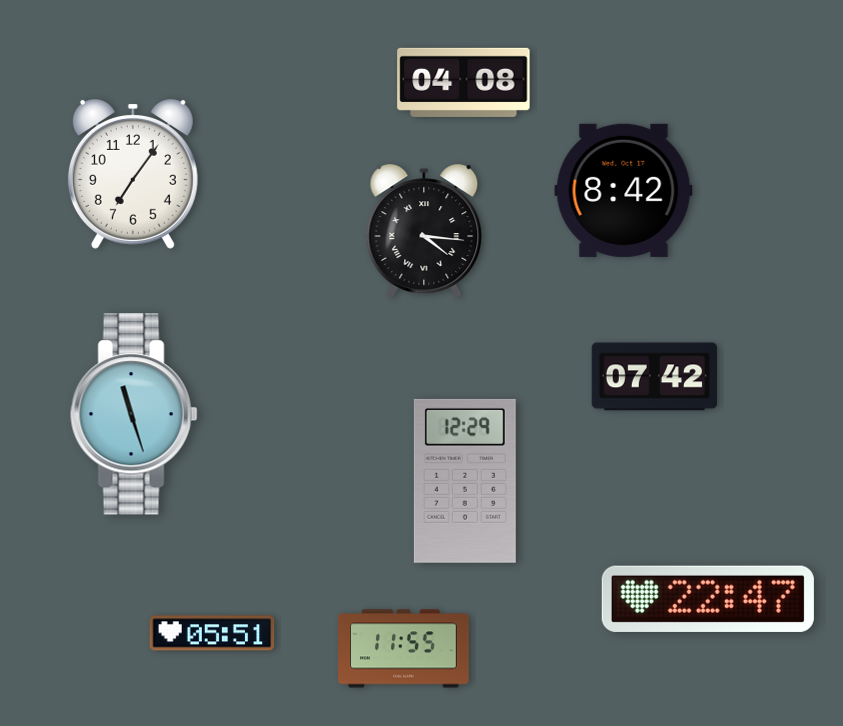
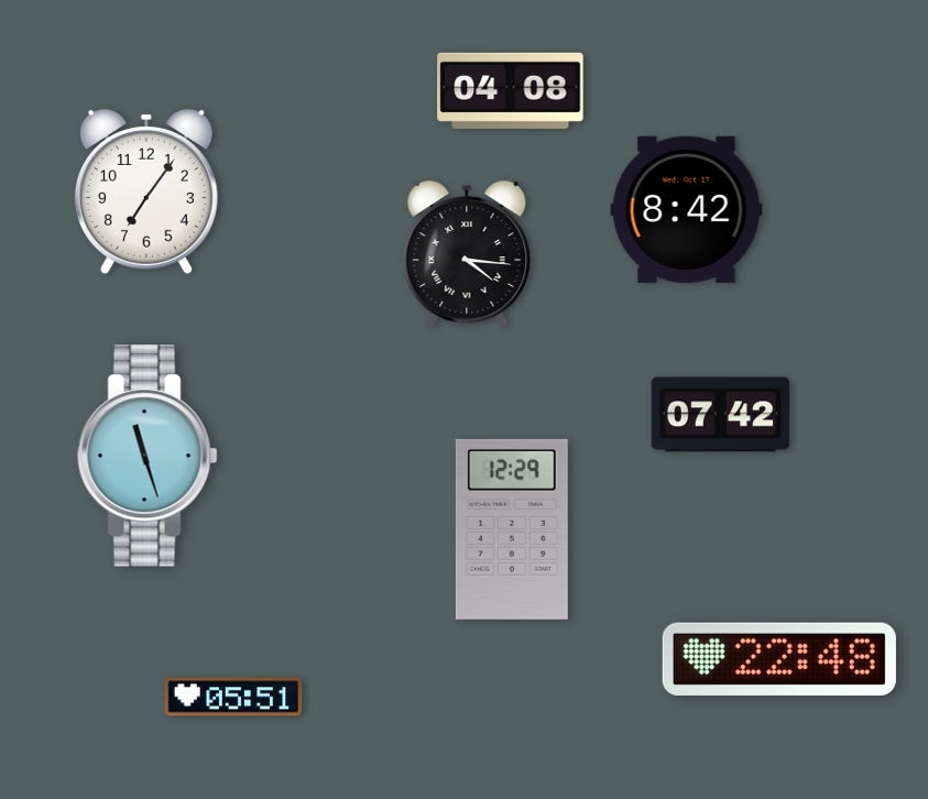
clock at (708, 599): 22:47 -> 22:48
clock at (404, 649): 11:55 -> none
